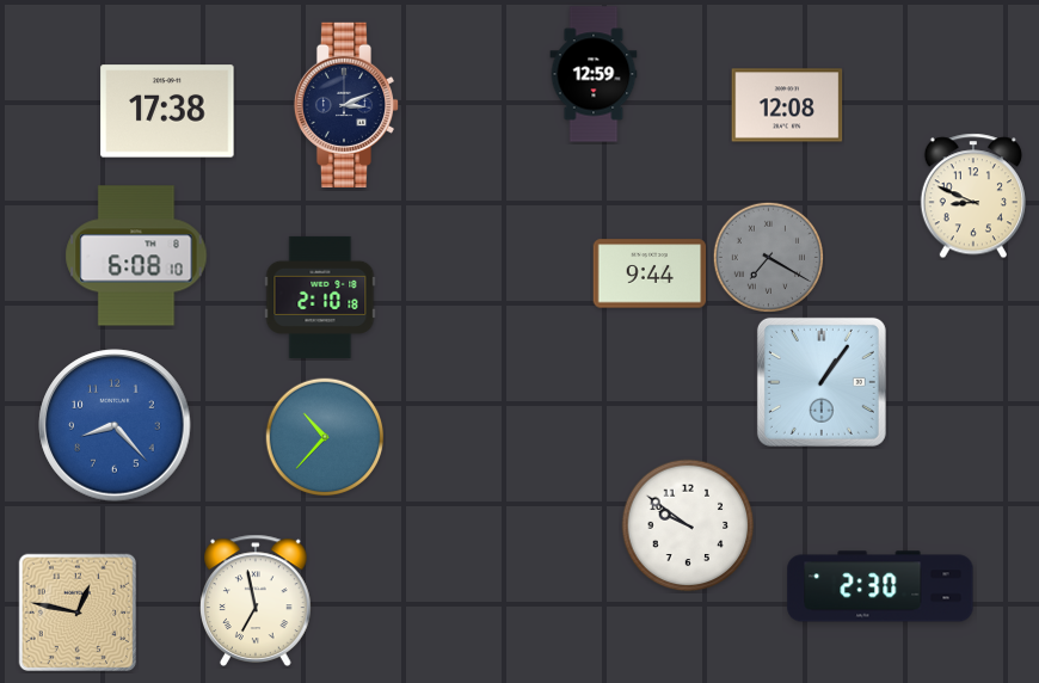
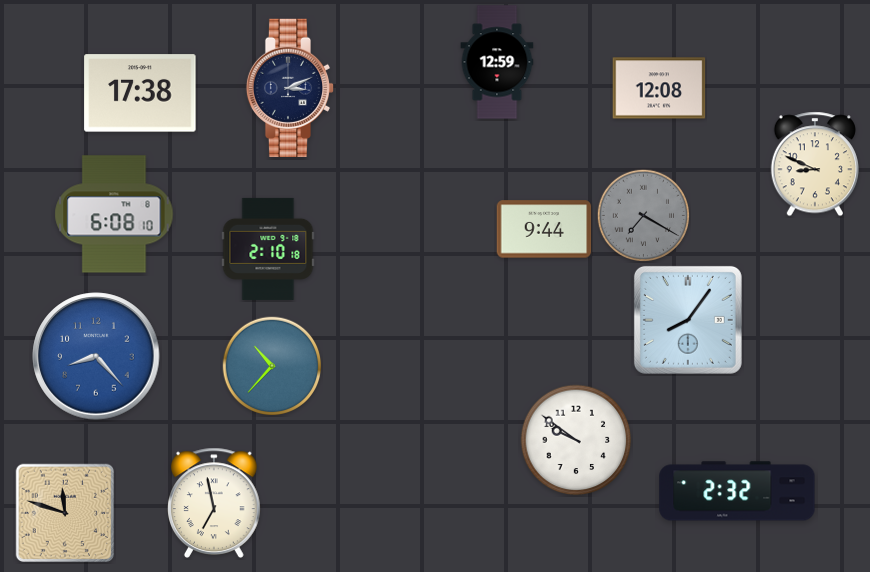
clock at (822, 382): 1:06 -> 8:06
clock at (880, 586): 2:30 -> 2:32
clock at (78, 613): 12:47 -> 11:48
